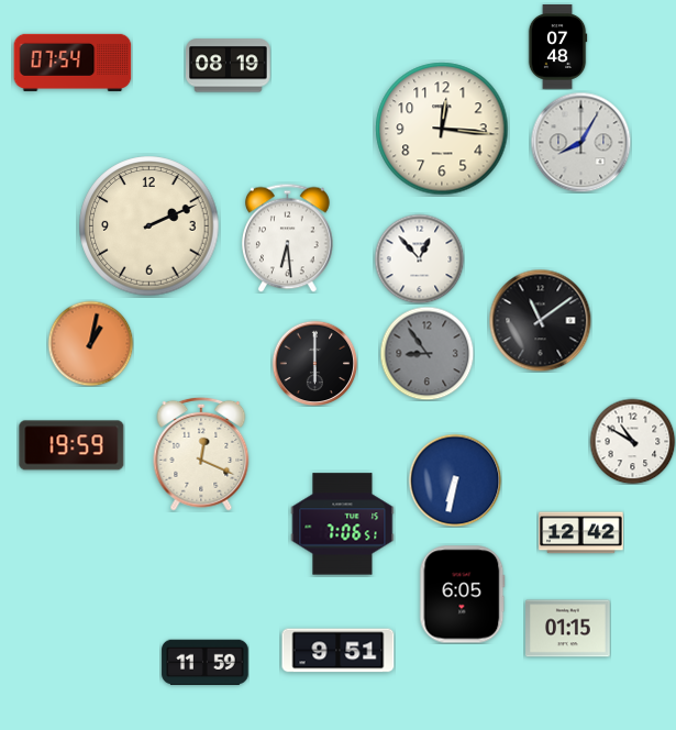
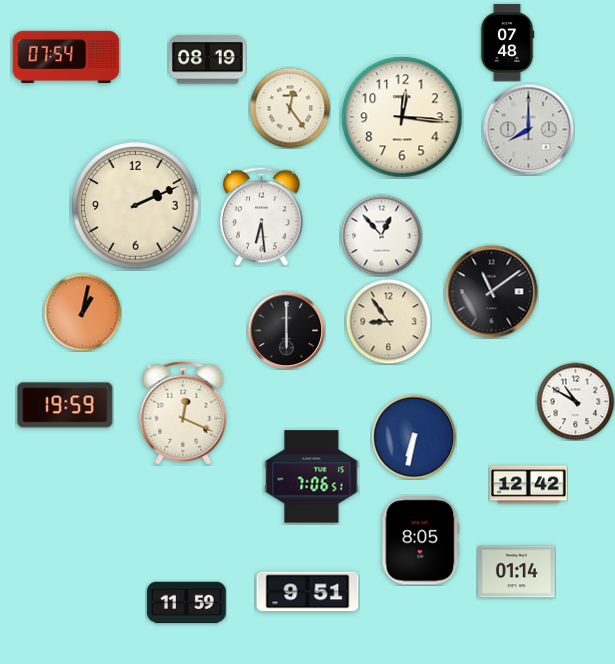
clock at (290, 108): none -> 12:24
clock at (580, 142): 8:05 -> 8:00
clock at (426, 353) dial: grey -> cream
clock at (463, 595): 6:05 -> 8:05
clock at (568, 629): 01:15 -> 01:14
